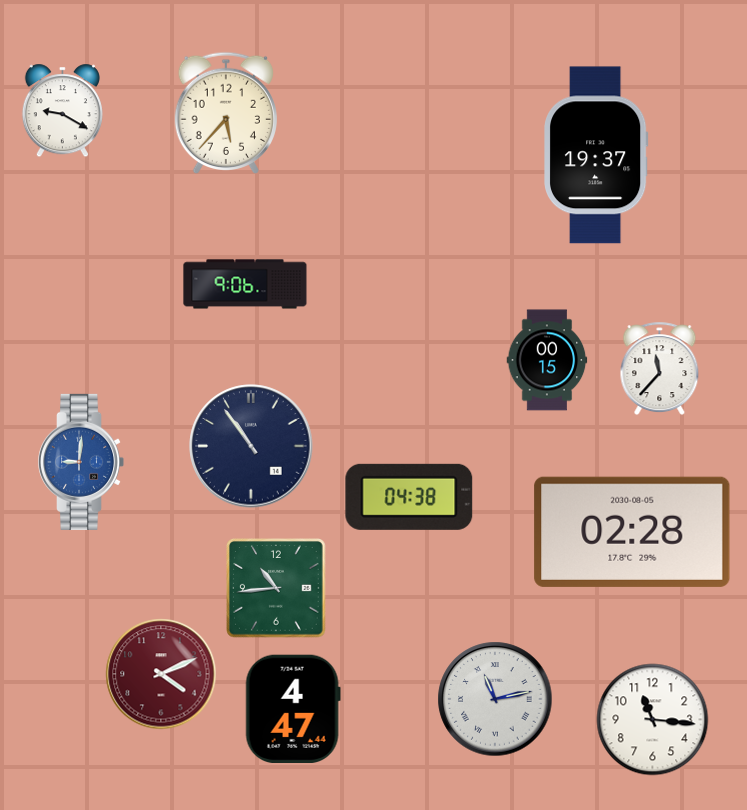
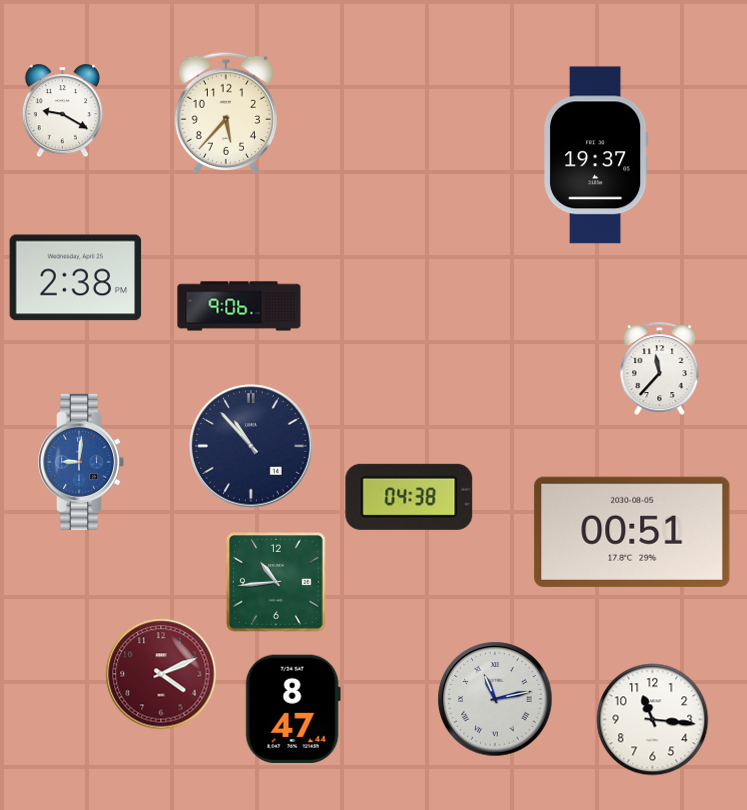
clock at (76, 278): none -> 2:38
clock at (245, 284) position: (245, 284) -> (239, 306)
clock at (547, 360): 00:15 -> none
clock at (251, 446): 10:54 -> 10:53
clock at (632, 532): 02:28 -> 00:51
clock at (276, 588) position: (276, 588) -> (276, 582)
clock at (293, 708): 4:47 -> 8:47
